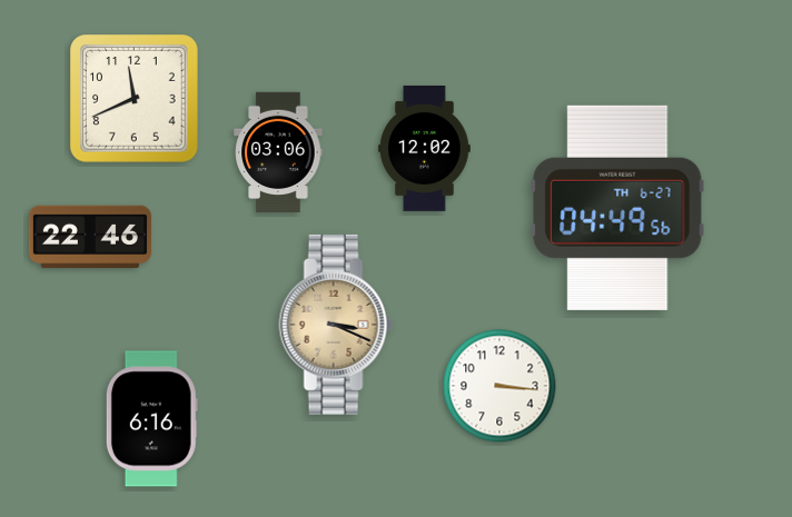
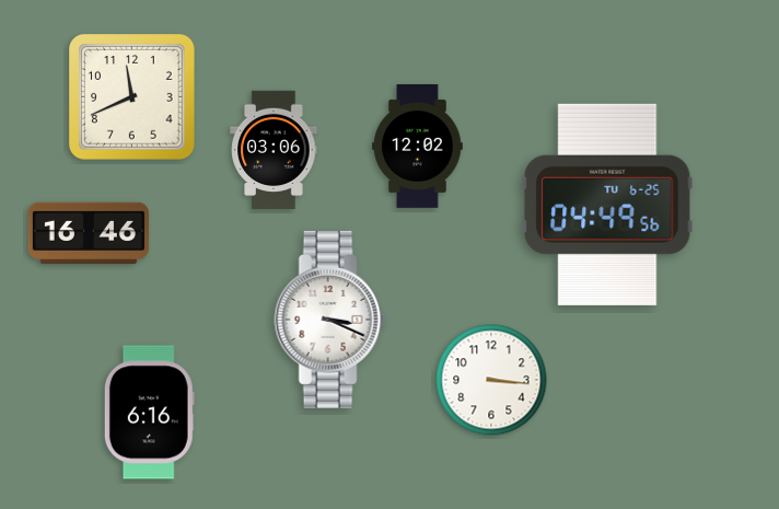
clock at (617, 208) date: TH 6-27 -> TU 6-25
clock at (90, 236): 22:46 -> 16:46
clock at (336, 325) dial: champagne -> white
